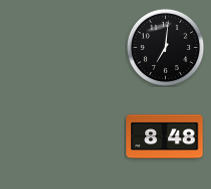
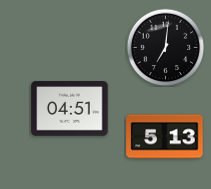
clock at (70, 109): none -> 04:51
clock at (165, 137): 8:48 -> 5:13
